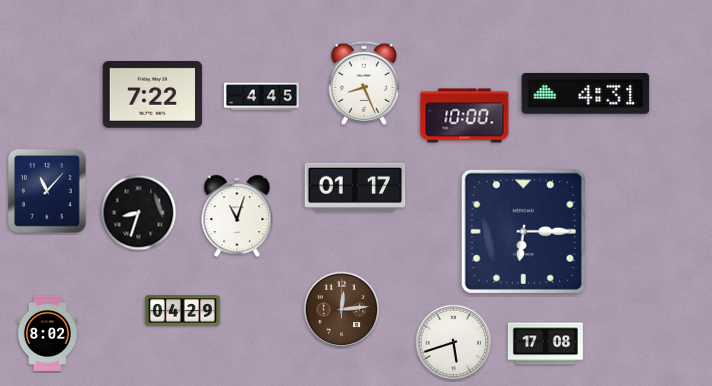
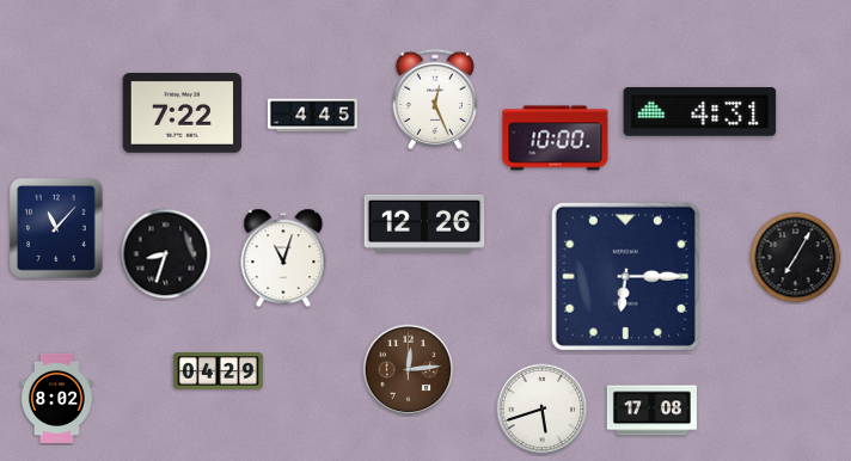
clock at (363, 83): 8:26 -> 12:26
clock at (355, 187): 01:17 -> 12:26
clock at (796, 258): none -> 7:05
